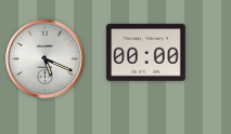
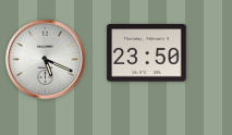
clock at (146, 53): 00:00 -> 23:50
